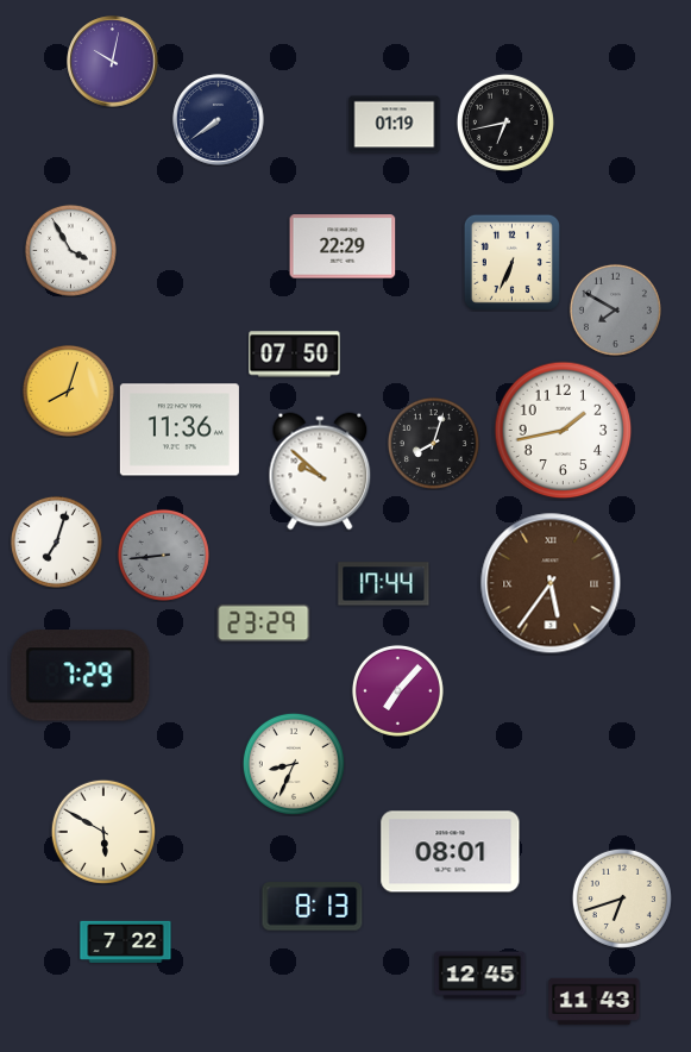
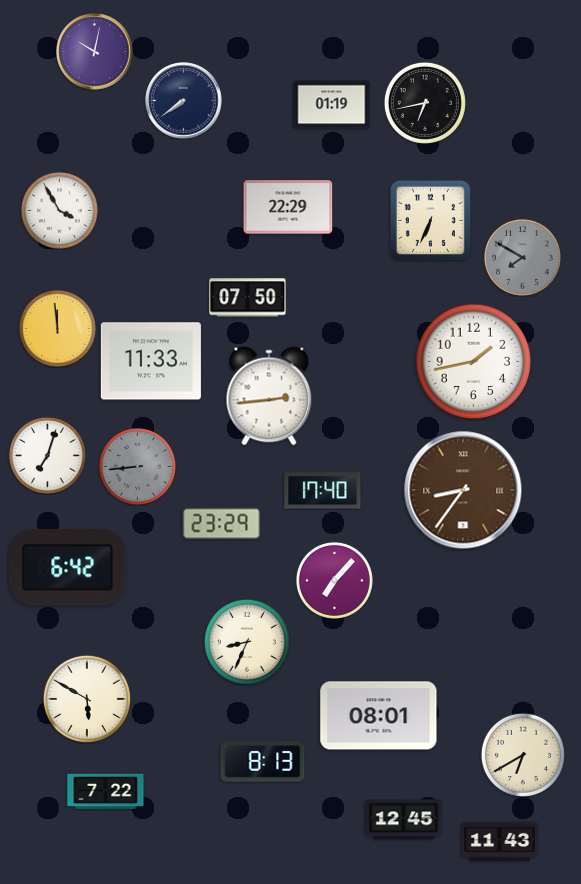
clock at (615, 309) position: (615, 309) -> (522, 257)
clock at (68, 390): 8:03 -> 11:59
clock at (180, 430): 11:36 -> 11:33
clock at (433, 443): 8:03 -> none
clock at (320, 471): 9:52 -> 2:44
clock at (551, 583): 5:36 -> 8:36
clock at (384, 584): 17:44 -> 17:40
clock at (81, 676): 7:29 -> 6:42
clock at (622, 898): 6:42 -> 6:40
